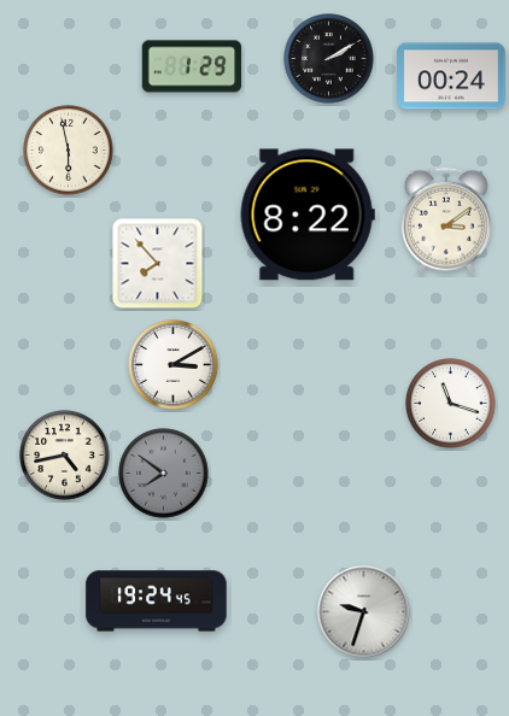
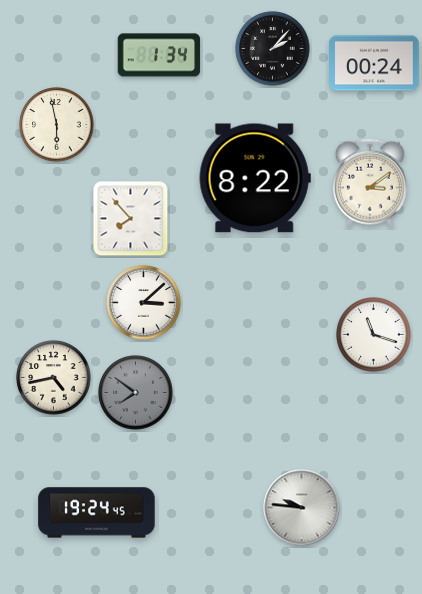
clock at (329, 59): 2:10 -> 2:07
clock at (192, 66): 1:29 -> 1:34
clock at (174, 365): 3:10 -> 3:08
clock at (157, 601) position: (157, 601) -> (97, 513)
clock at (364, 612): 9:33 -> 9:46
